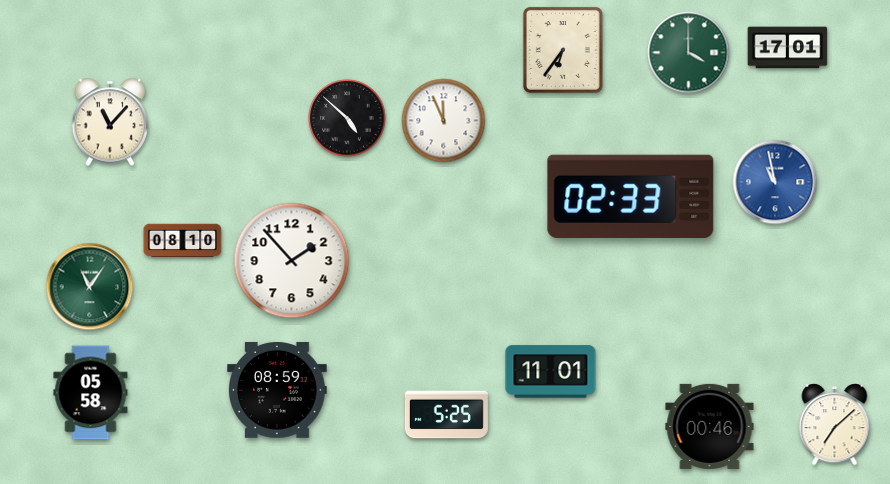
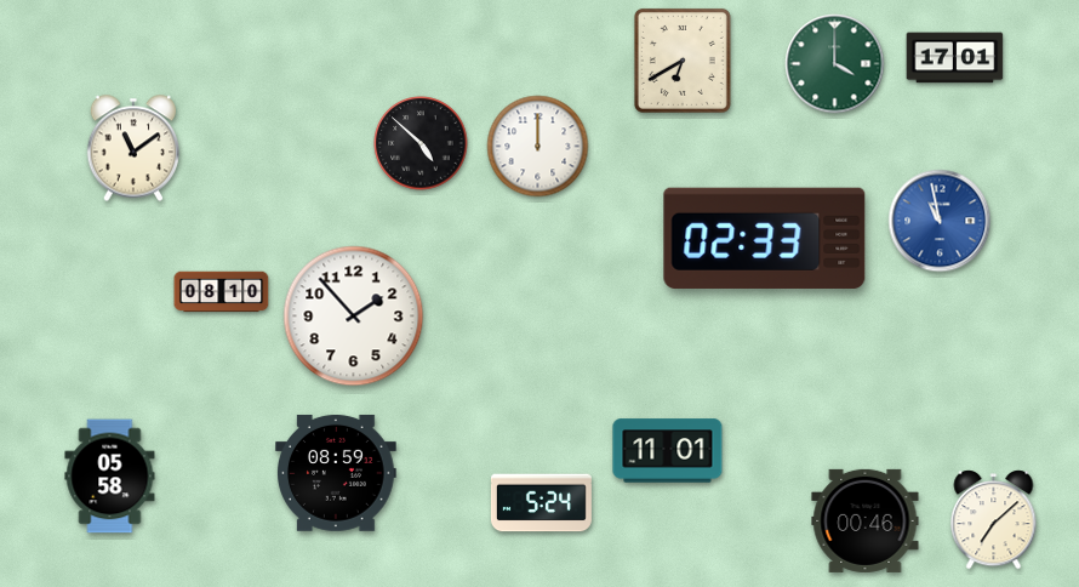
clock at (563, 50): 6:36 -> 6:40
clock at (444, 121): 11:56 -> 12:00
clock at (110, 122): 11:07 -> 11:09
clock at (90, 287): 11:06 -> none
clock at (446, 415): 5:25 -> 5:24
clock at (835, 425) position: (835, 425) -> (994, 520)
clock at (710, 426) position: (710, 426) -> (866, 520)
